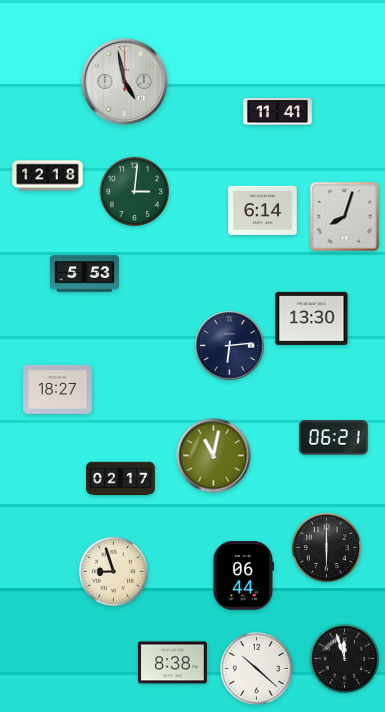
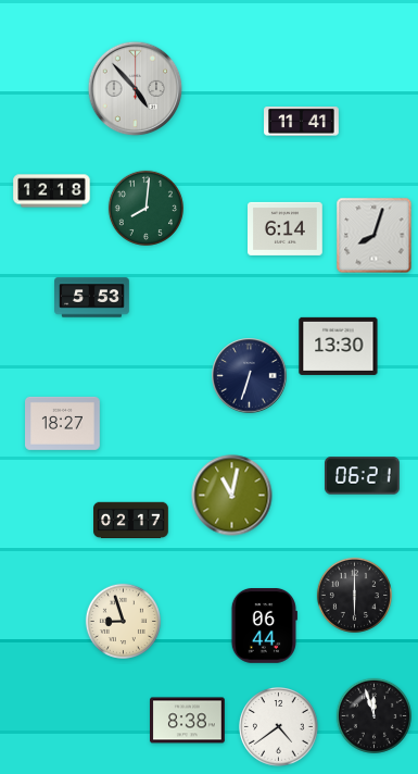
clock at (125, 82): 4:58 -> 4:53
clock at (134, 191): 3:01 -> 8:01
clock at (230, 346): 6:14 -> 6:33
clock at (257, 669): 10:22 -> 4:39
